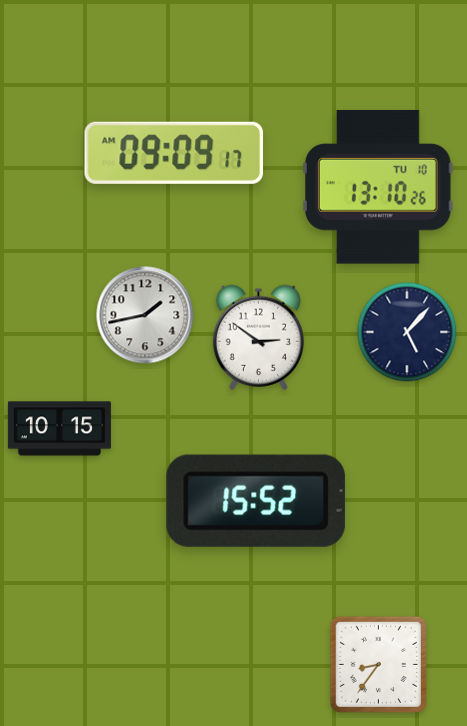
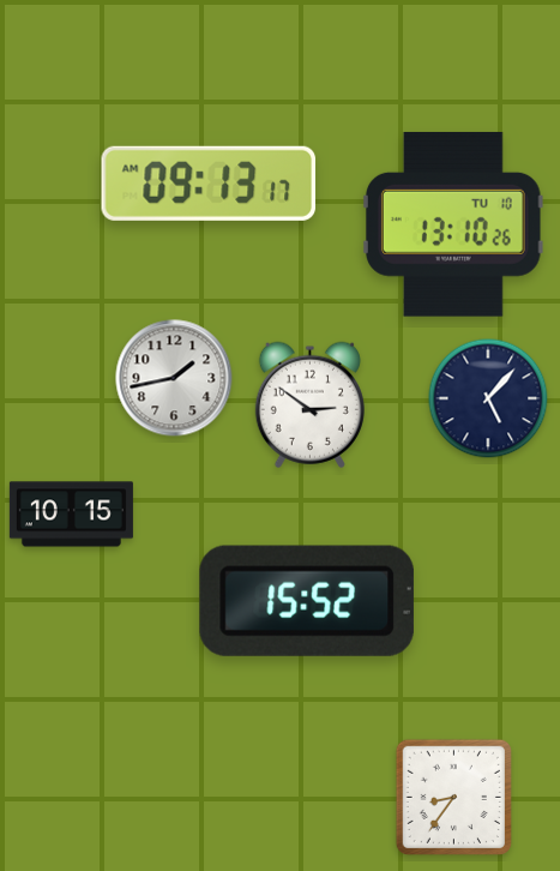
clock at (174, 153): 09:09 -> 09:13
